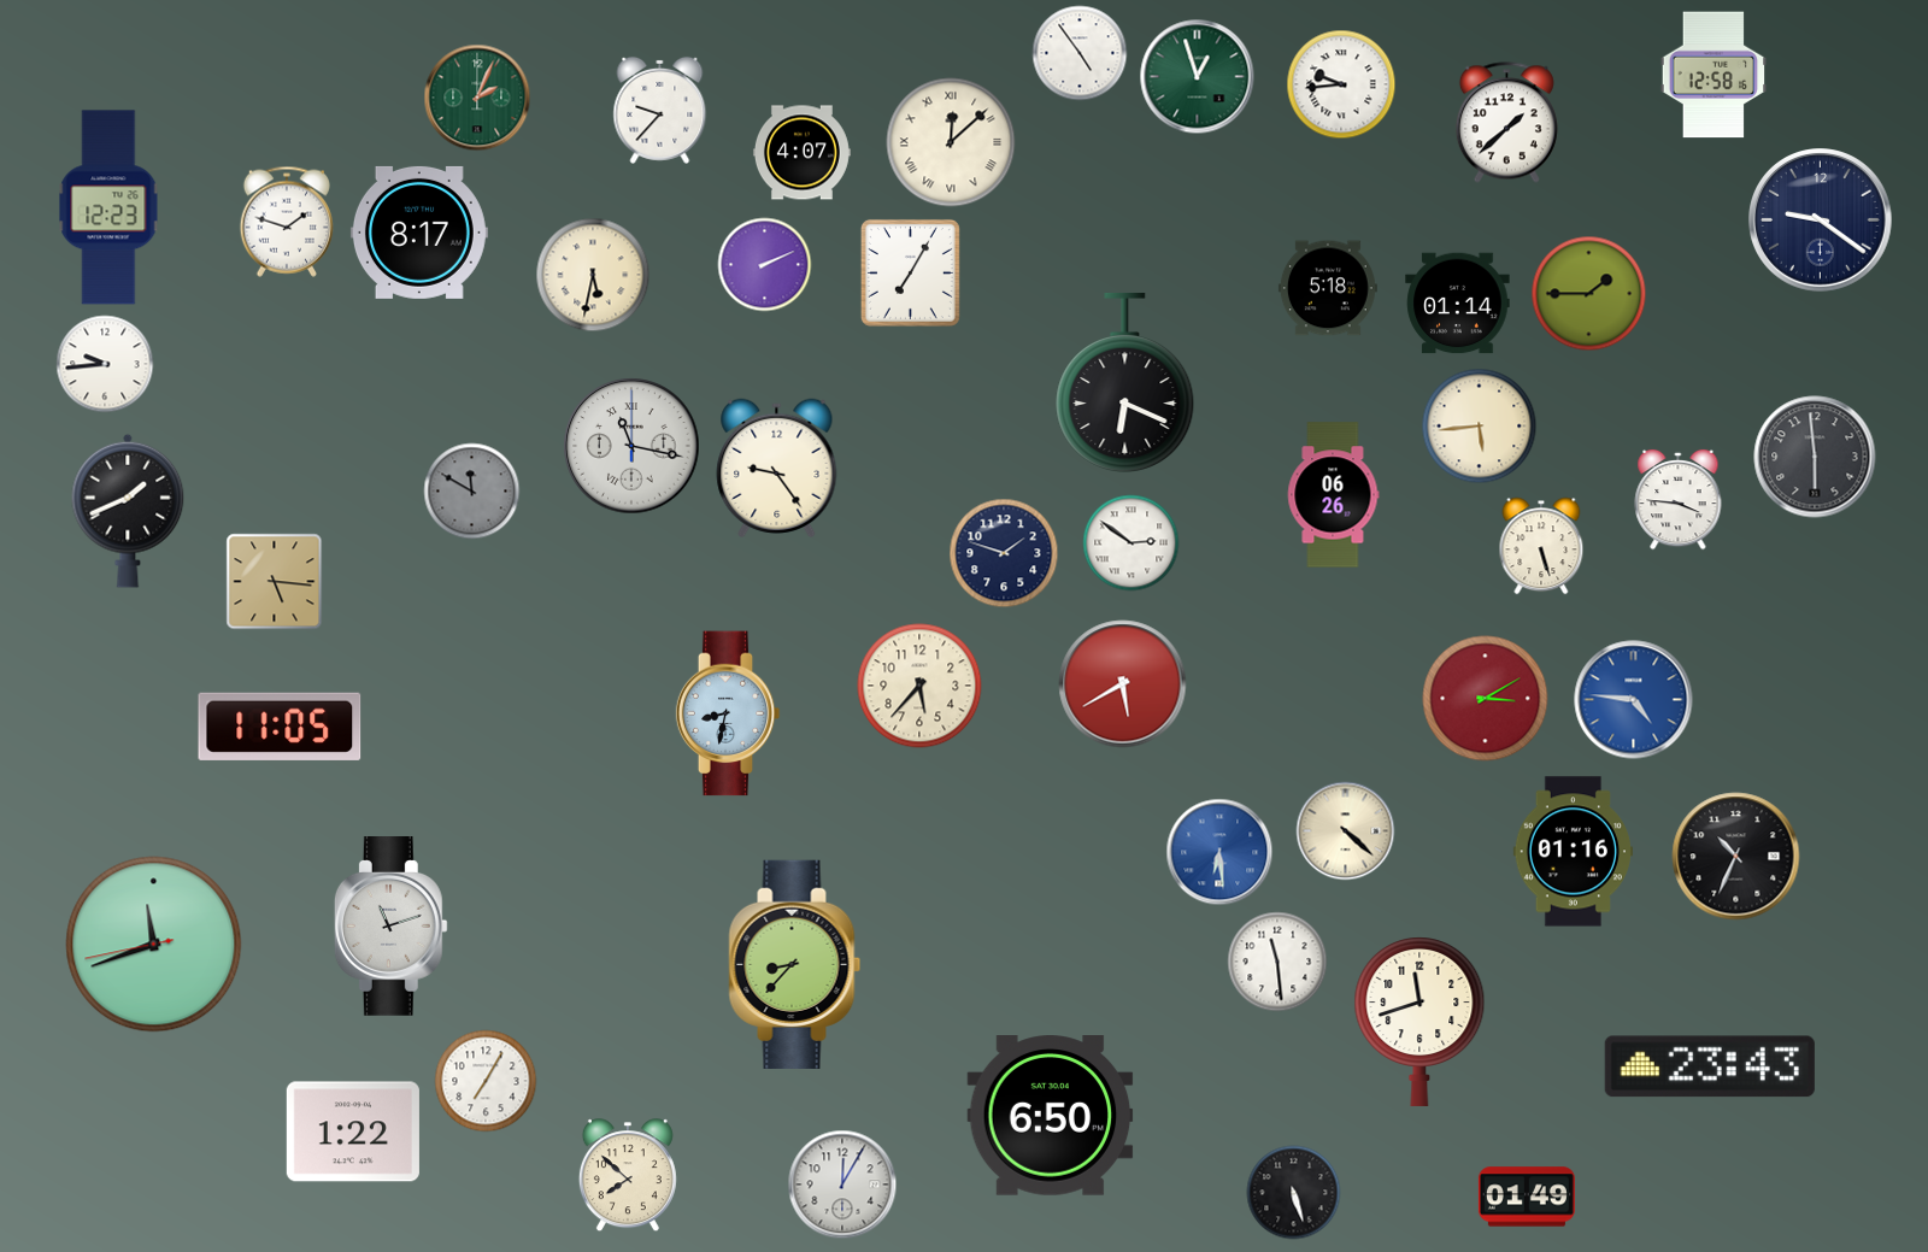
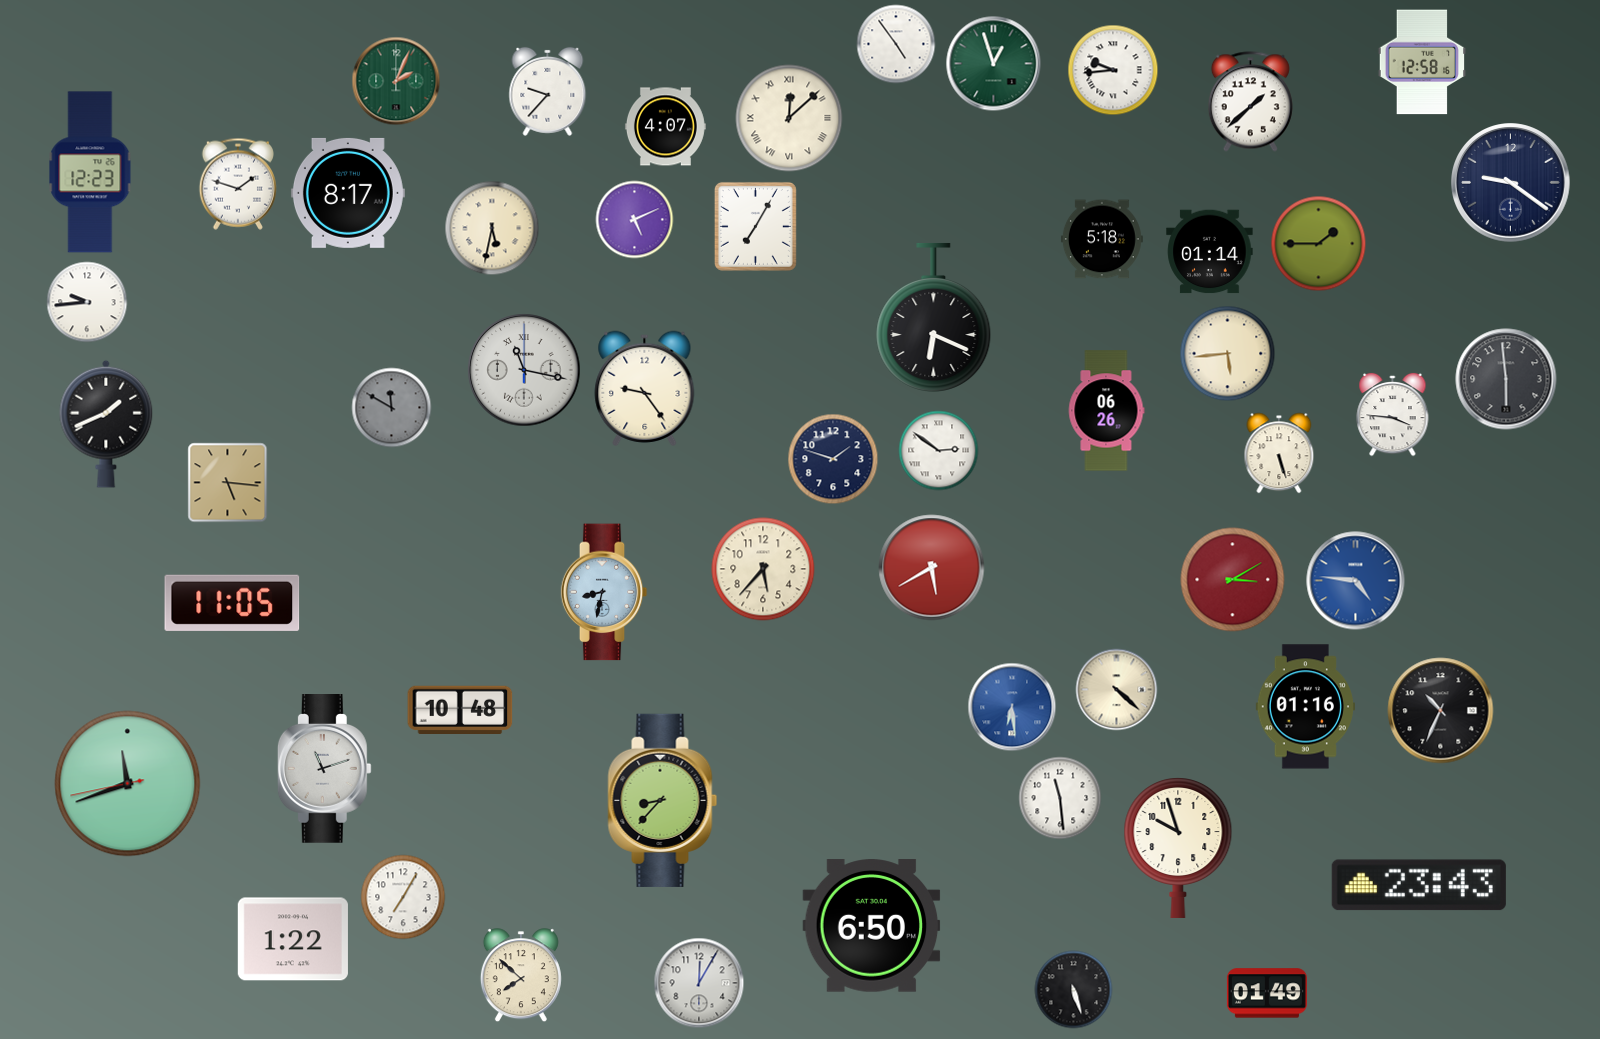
clock at (765, 265): 2:11 -> 5:11
clock at (460, 709): none -> 10:48
clock at (795, 964) position: (795, 964) -> (663, 800)
clock at (1419, 1022): 11:42 -> 9:57
